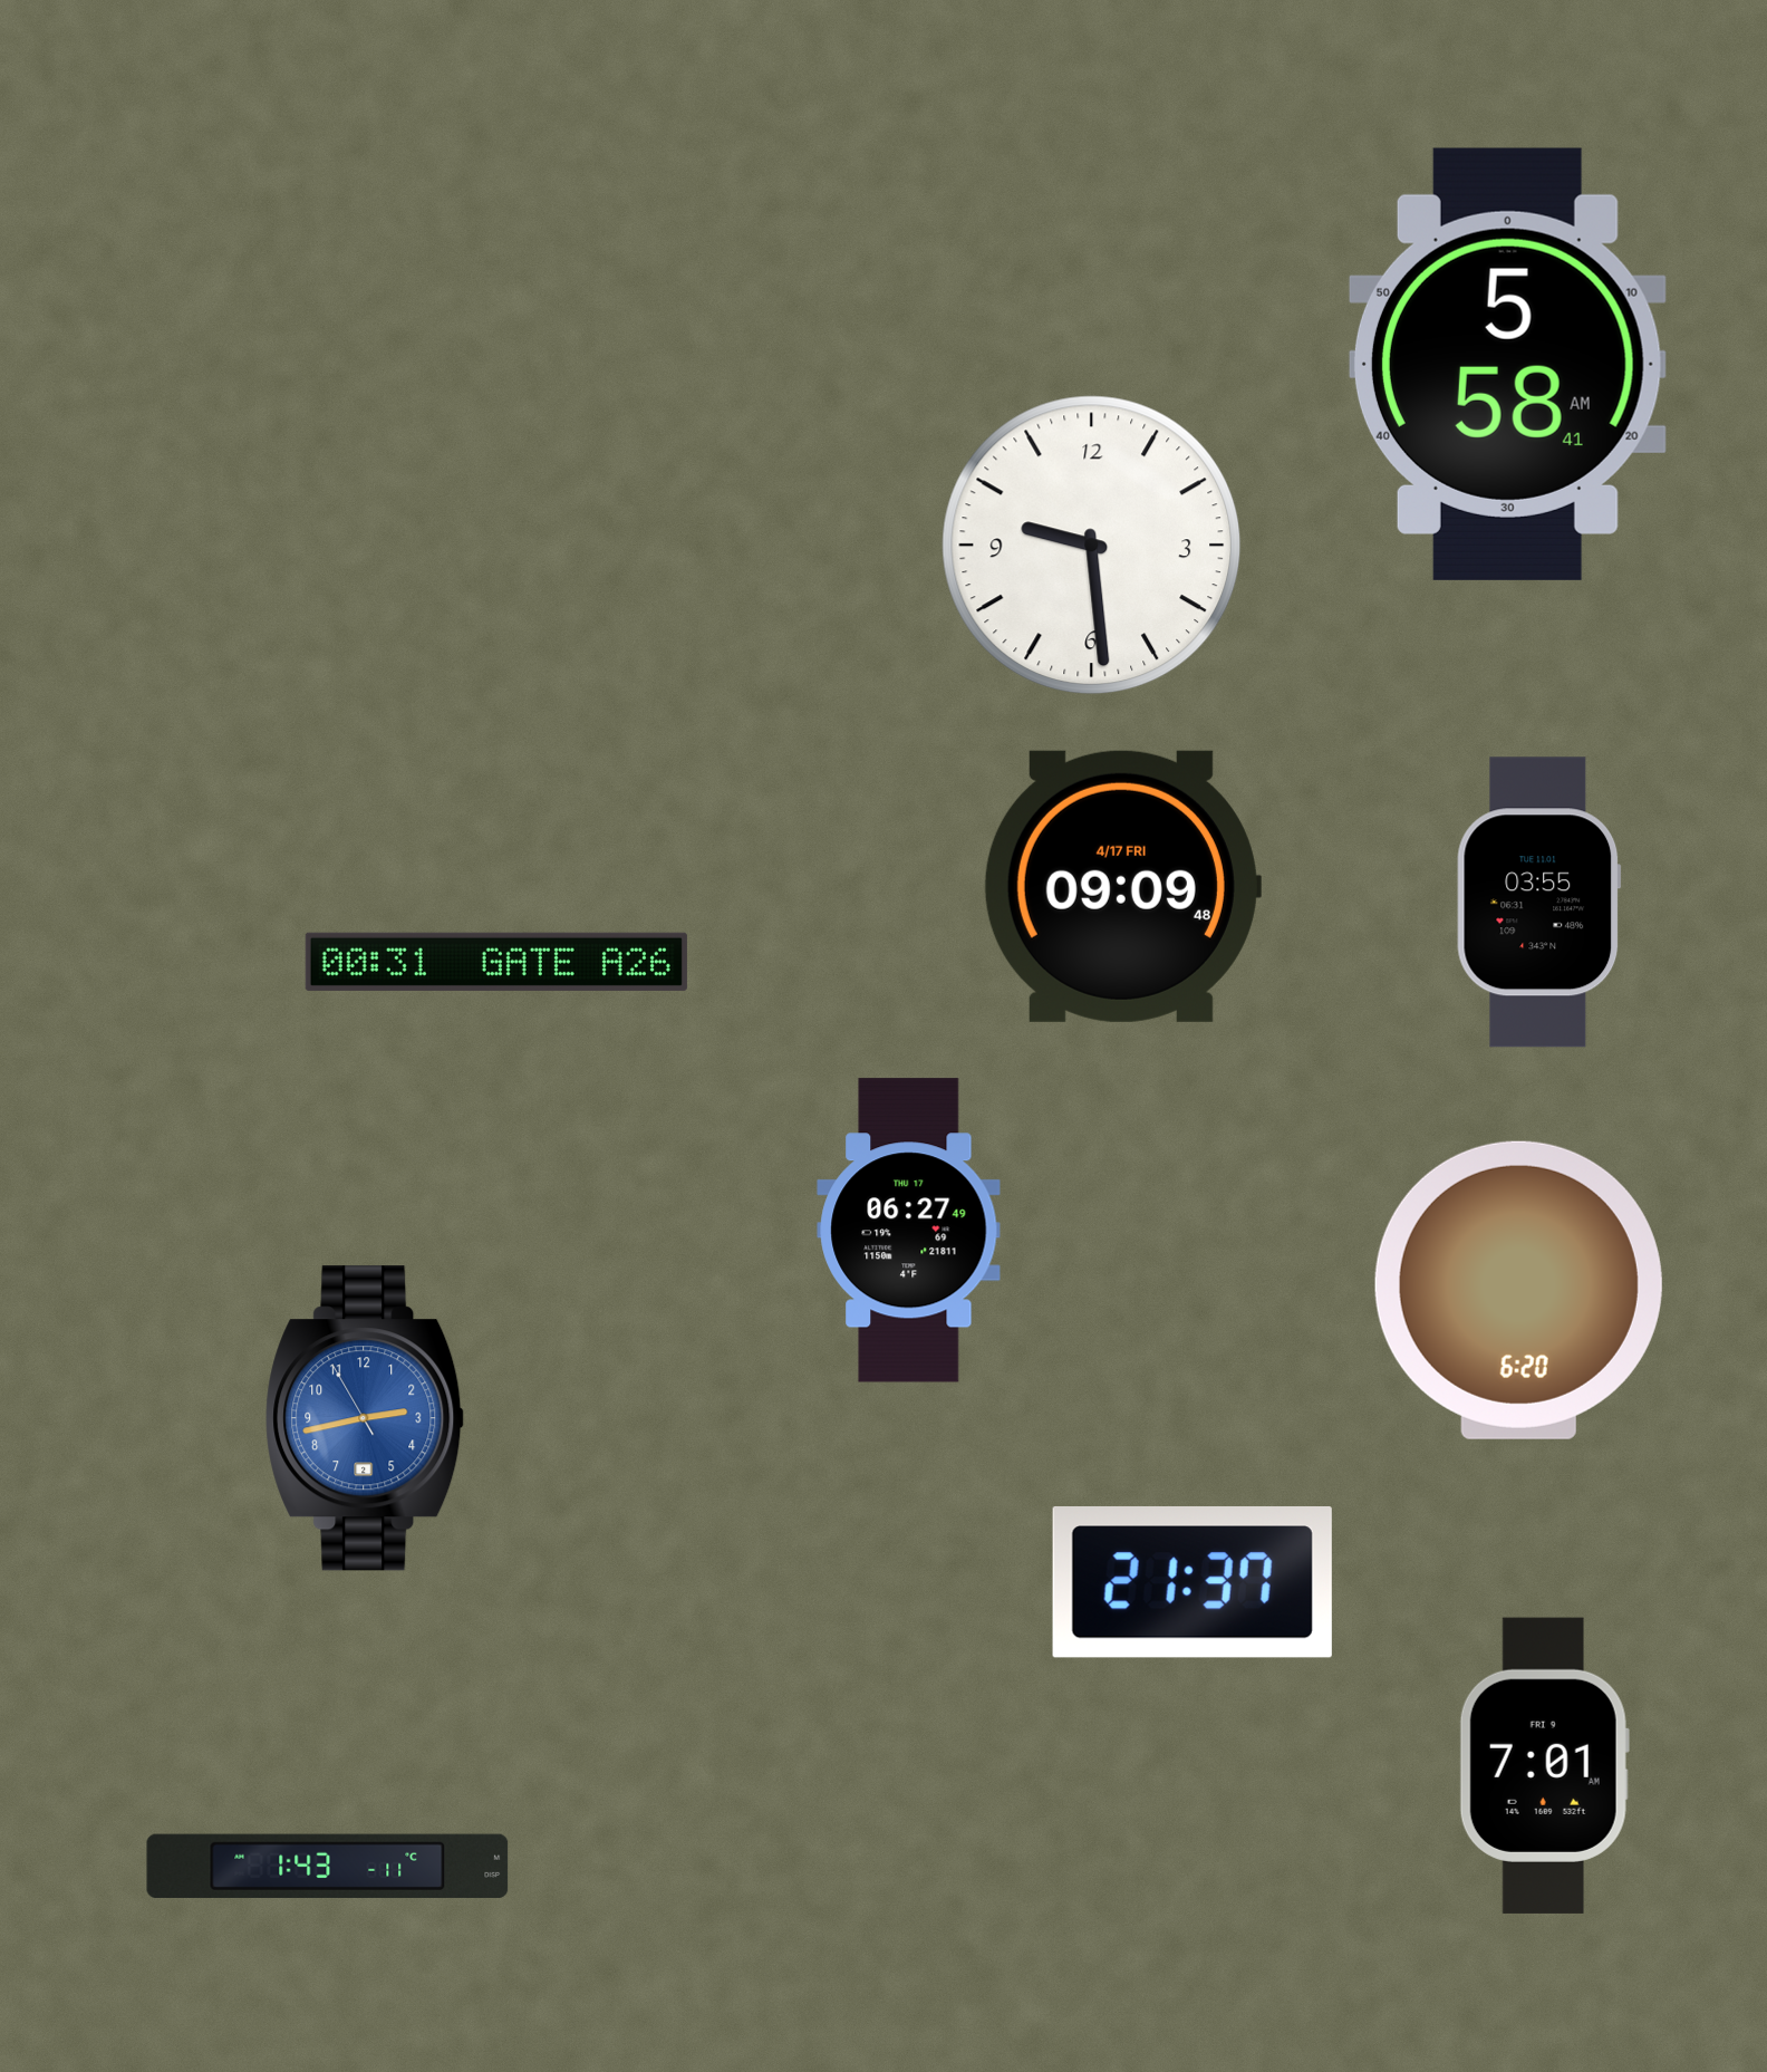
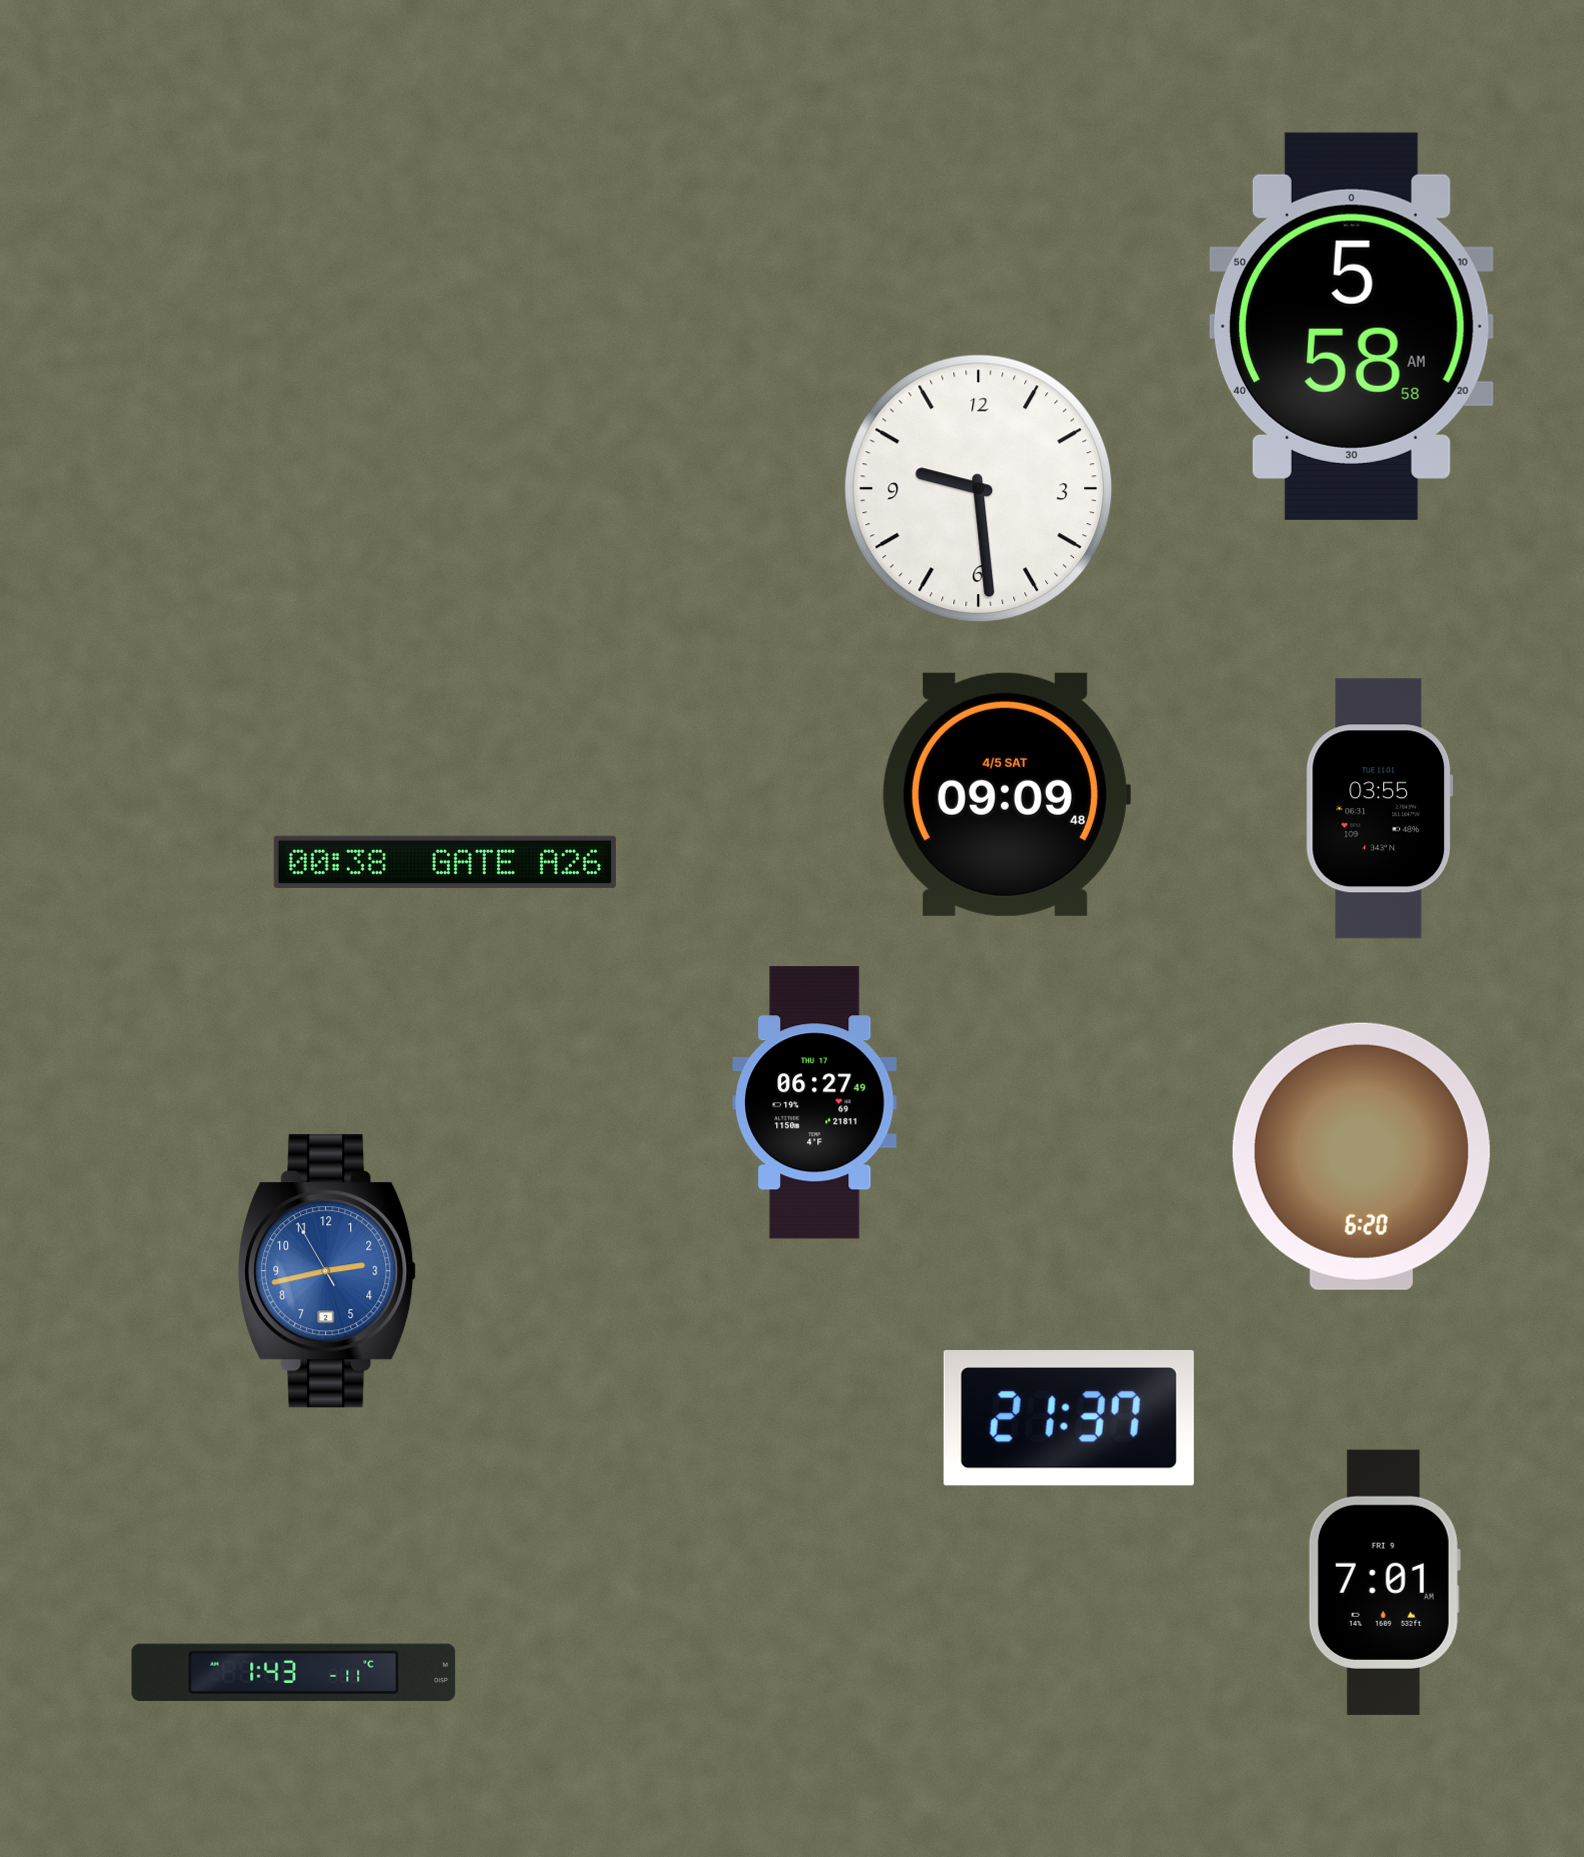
clock at (1507, 364): 5:58:41 AM -> 5:58:58 AM
clock at (1122, 886) date: 4/17 FRI -> 4/5 SAT
clock at (496, 962): 00:31 -> 00:38
